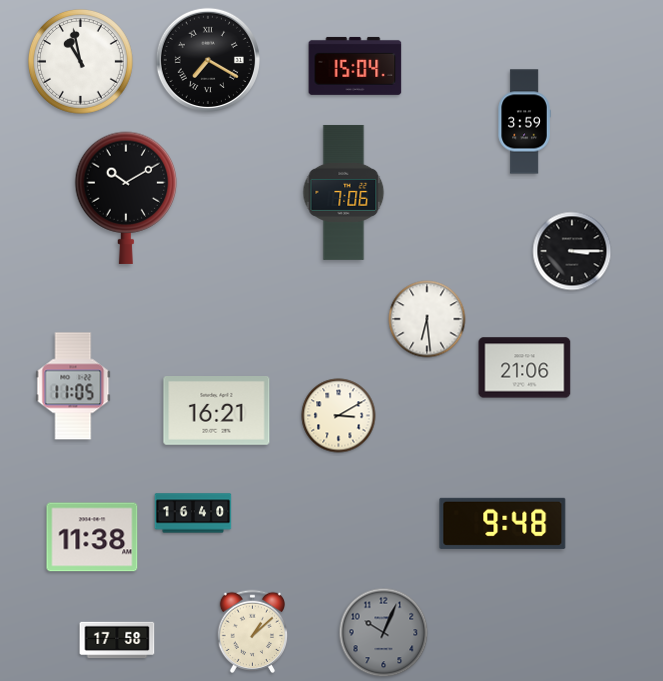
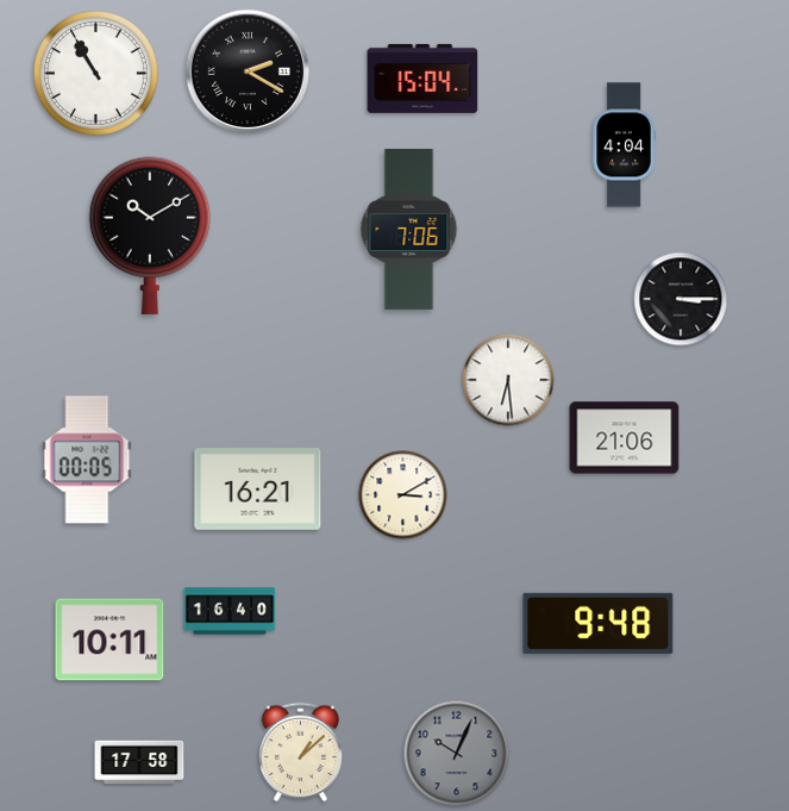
clock at (208, 60): 7:20 -> 2:20
clock at (81, 62): 10:58 -> 10:55
clock at (524, 122): 3:59 -> 4:04
clock at (73, 386): 11:05 -> 00:05
clock at (92, 537): 11:38 -> 10:11
